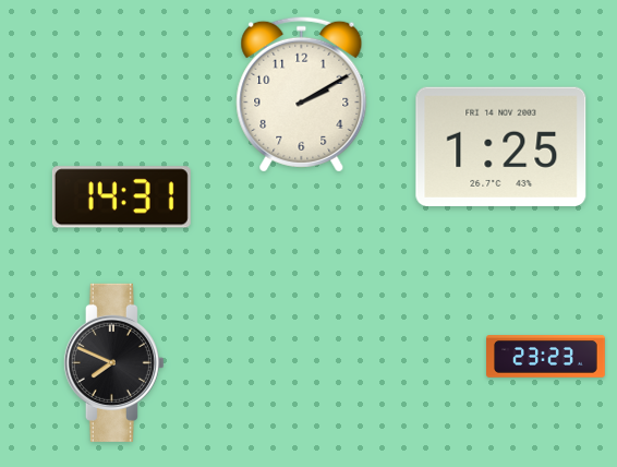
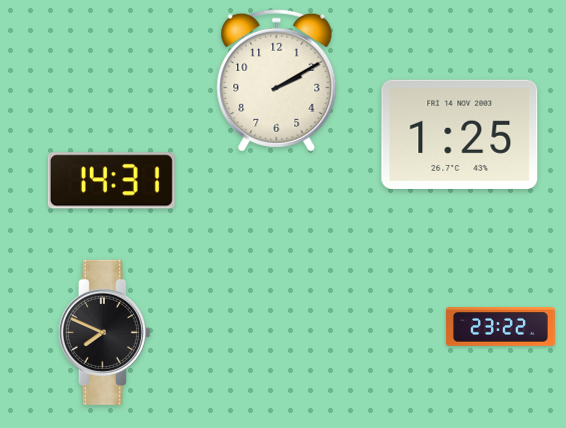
clock at (302, 94) position: (302, 94) -> (277, 80)
clock at (546, 357): 23:23 -> 23:22
